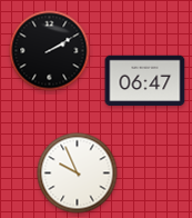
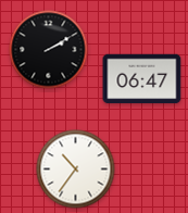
clock at (78, 174): 9:56 -> 10:36
